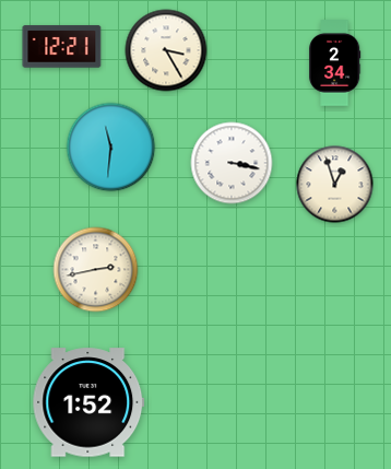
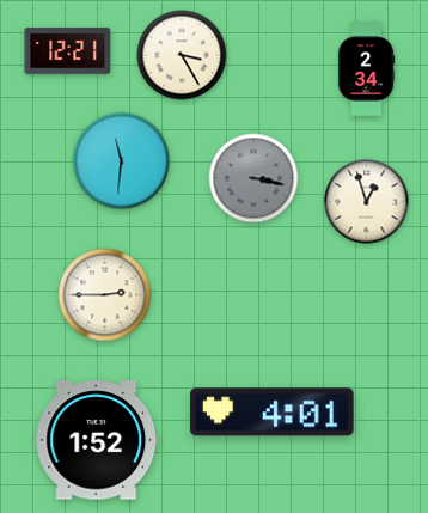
clock at (232, 163) dial: white -> grey
clock at (96, 270): 2:43 -> 2:45
clock at (273, 413): none -> 4:01
